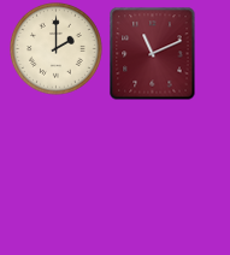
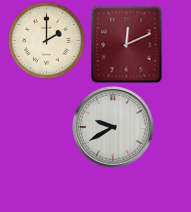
clock at (153, 54): 11:11 -> 12:11
clock at (113, 127): none -> 9:40
